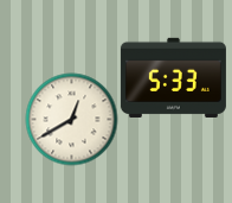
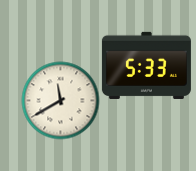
clock at (71, 119): 12:40 -> 11:40
